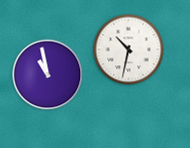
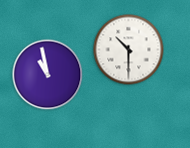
clock at (129, 50): 10:32 -> 10:30
